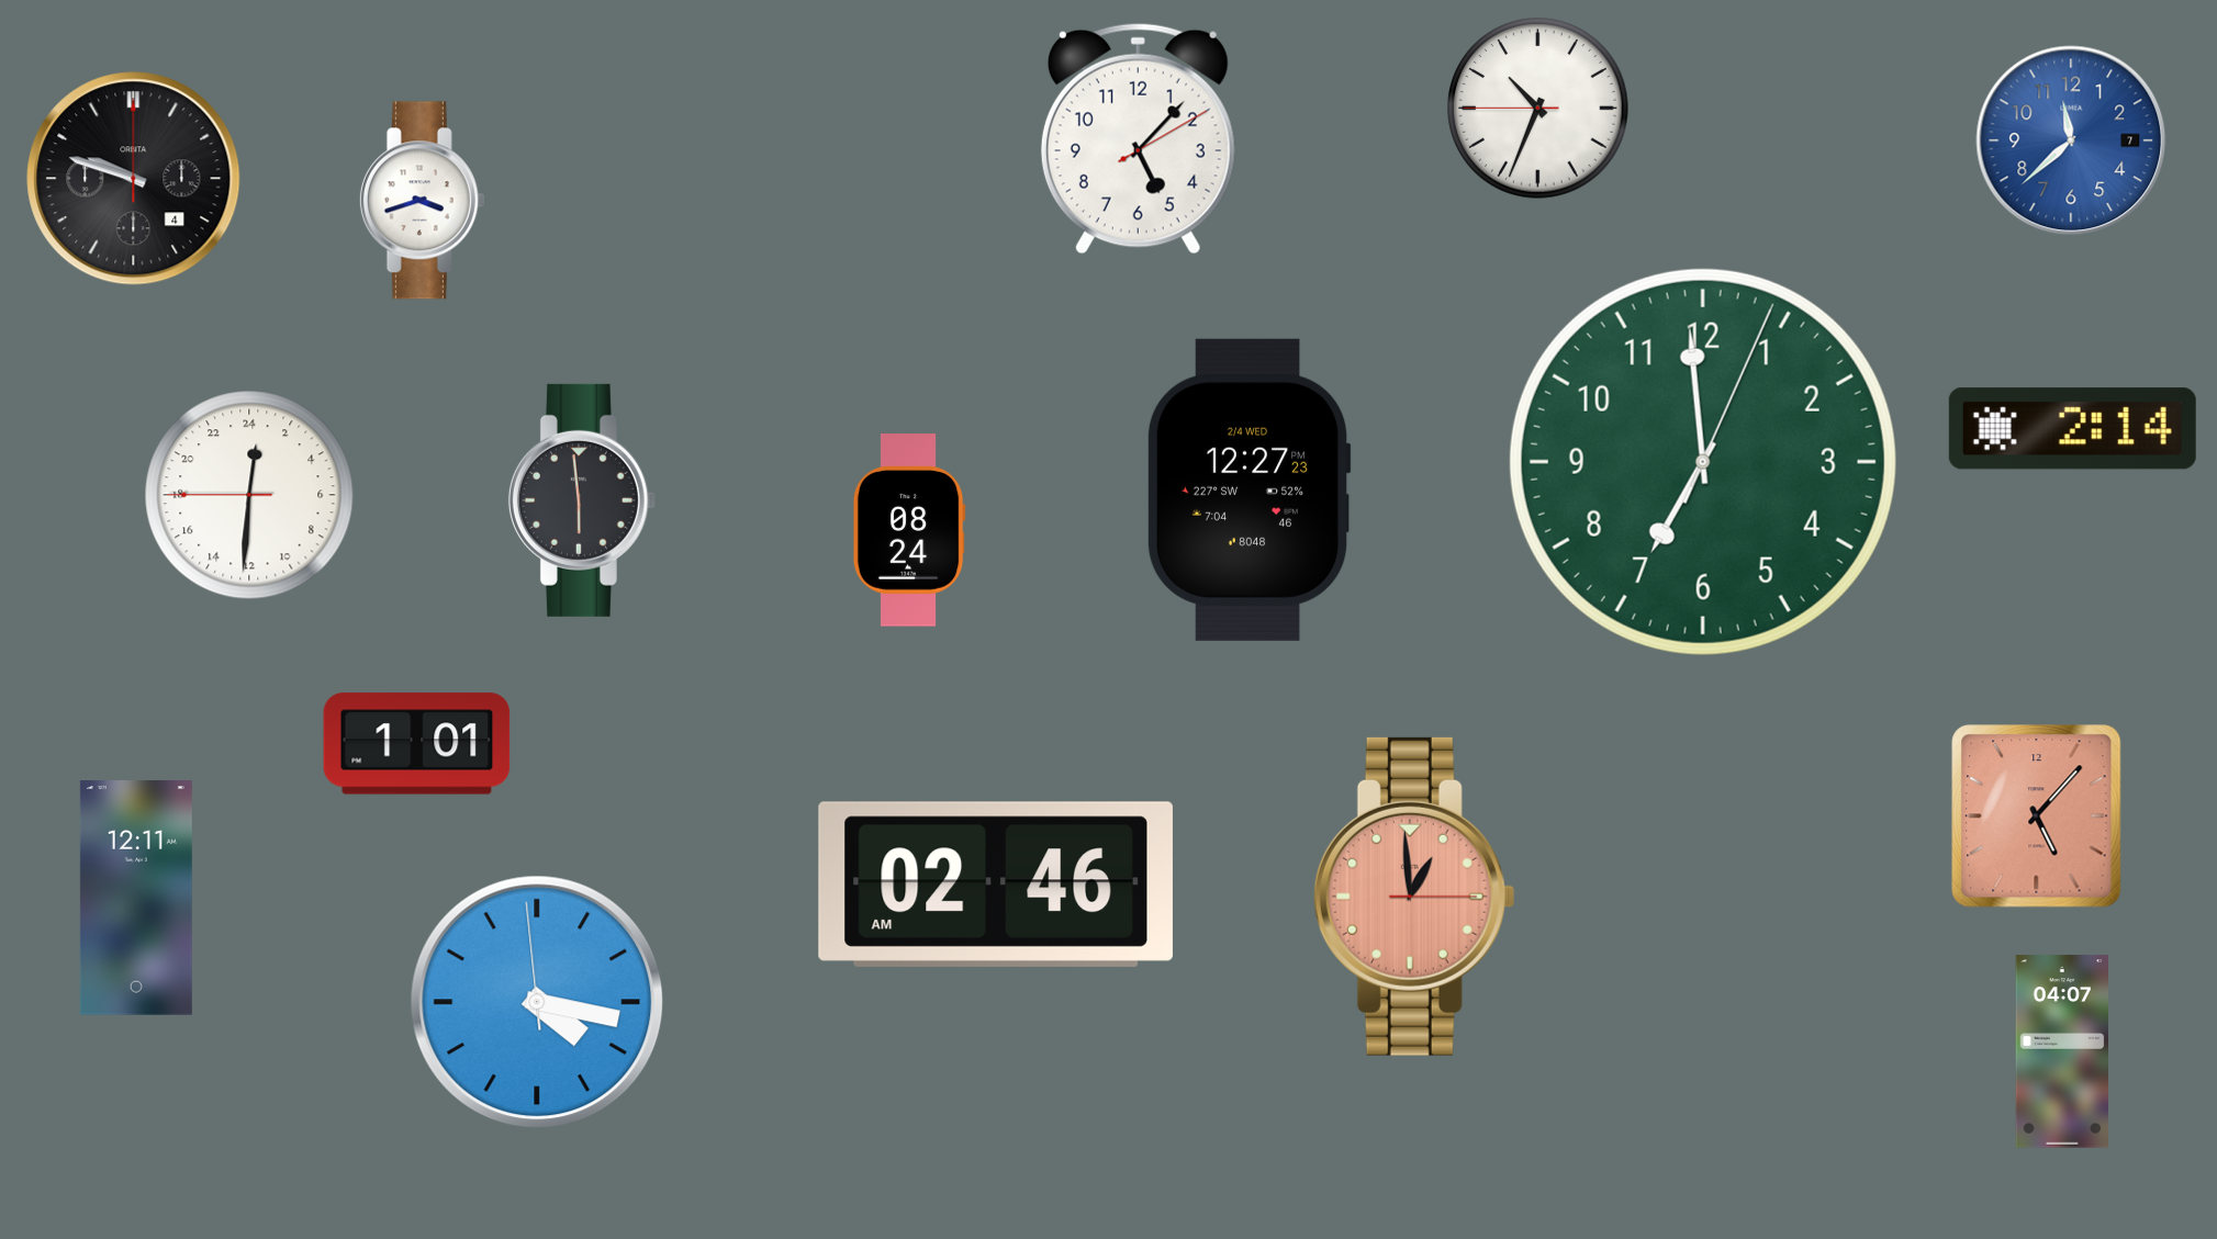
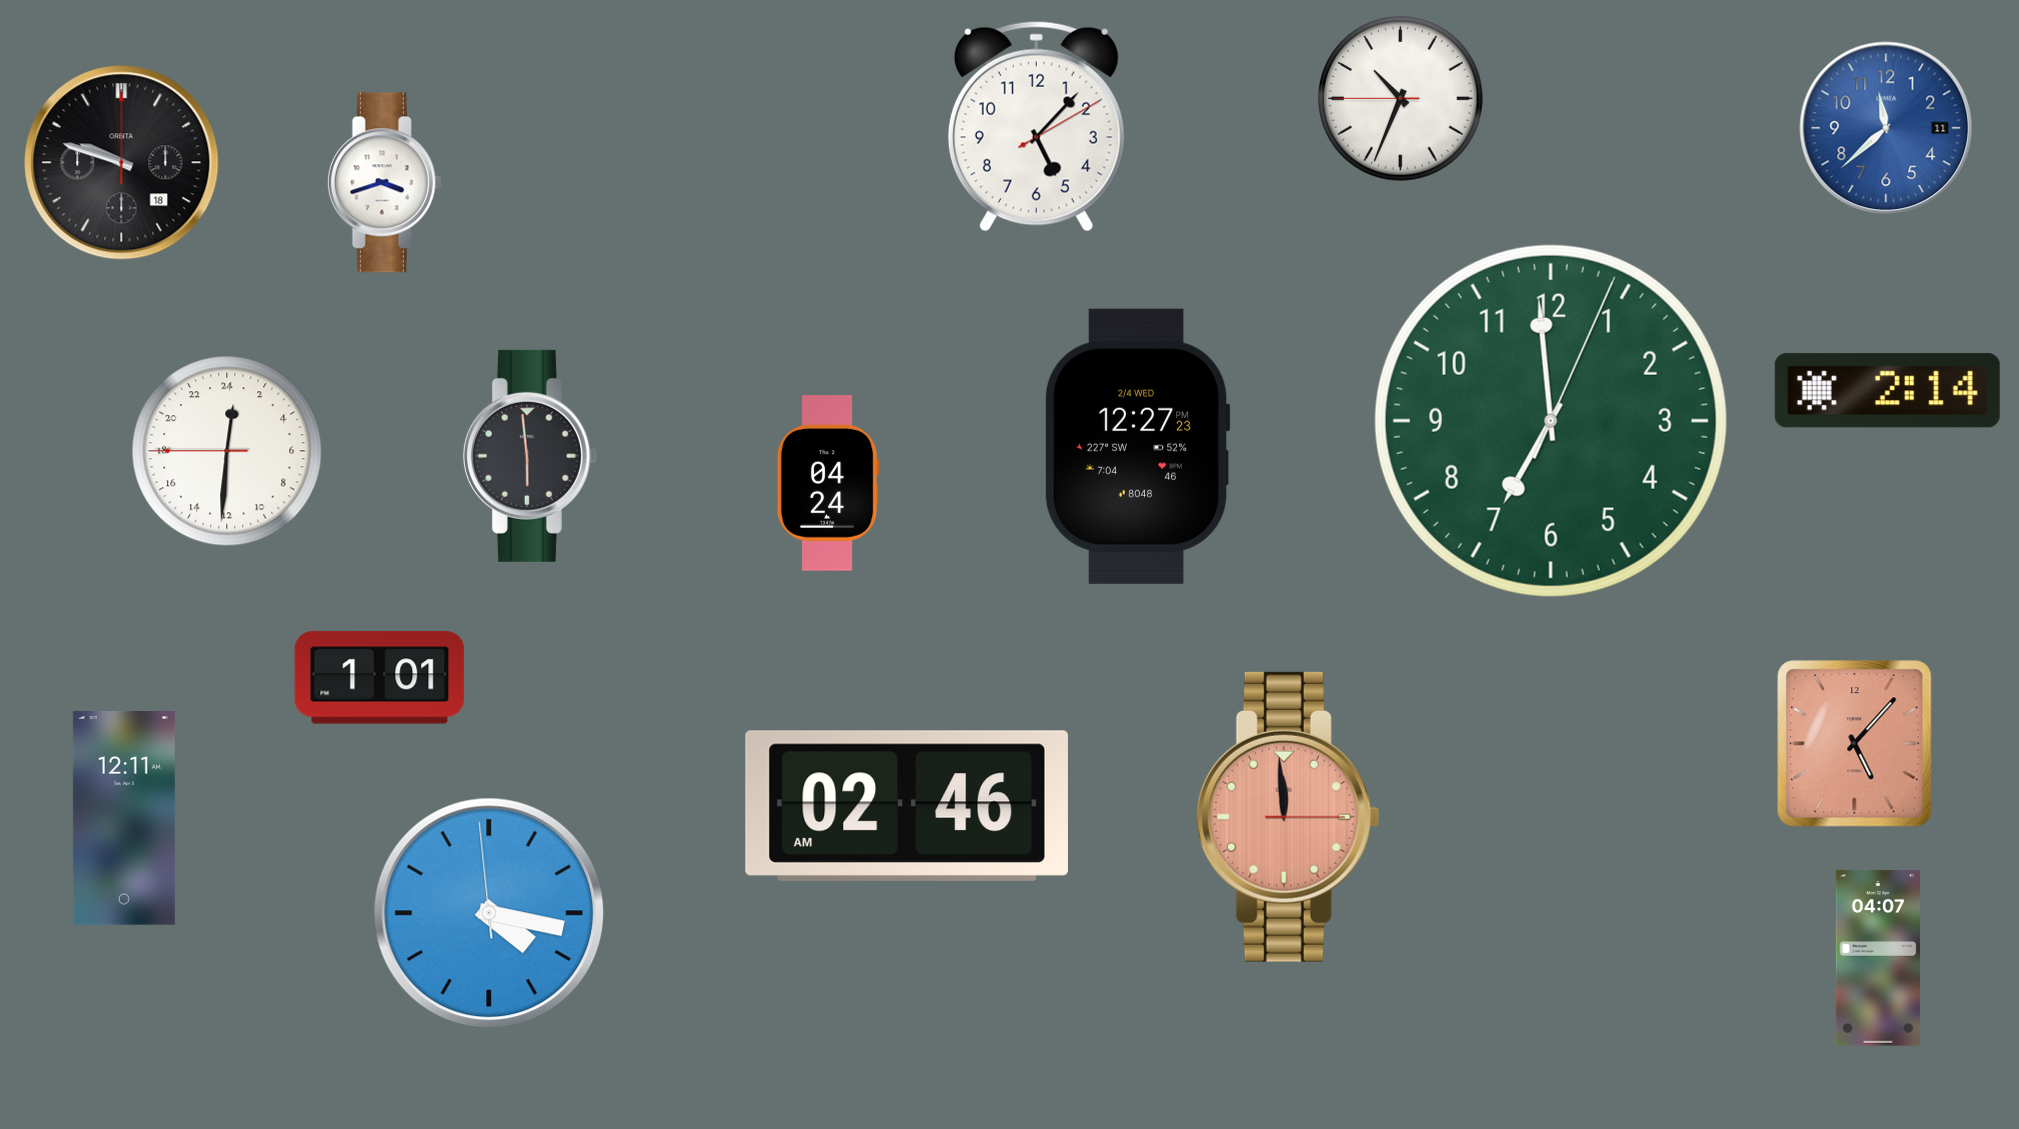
clock at (2071, 140) date: 7 -> 11
clock at (134, 179) date: 4 -> 18
clock at (909, 530): 08:24 -> 04:24
clock at (1414, 897): 12:59 -> 11:59
